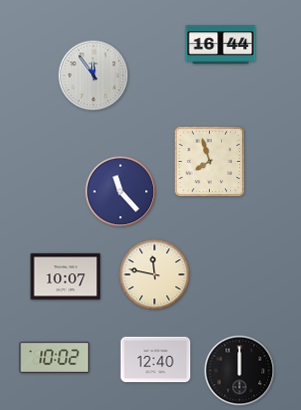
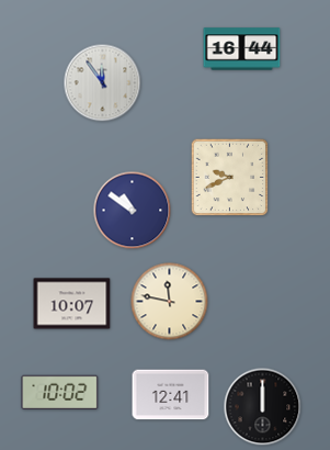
clock at (210, 162): 7:57 -> 9:41
clock at (121, 192): 11:23 -> 10:51
clock at (156, 360): 12:40 -> 12:41
